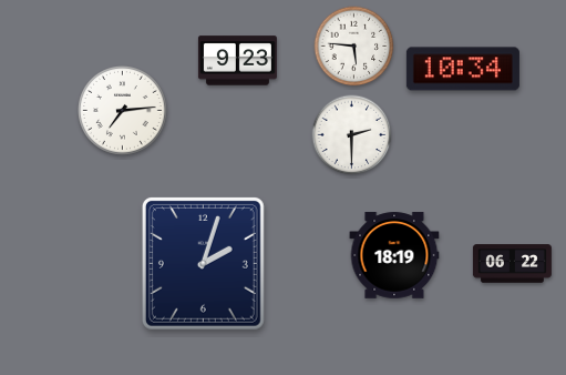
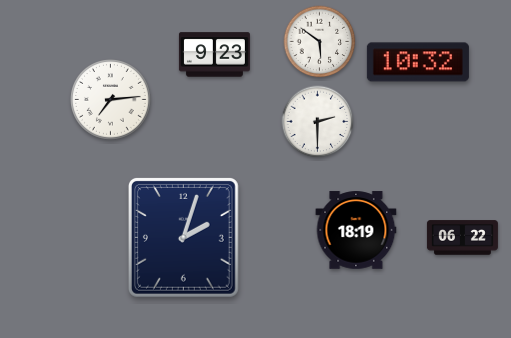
clock at (354, 47): 5:46 -> 5:51
clock at (463, 69): 10:34 -> 10:32
